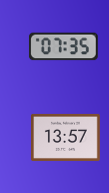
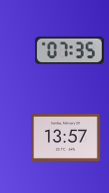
clock at (63, 47) position: (63, 47) -> (69, 51)
